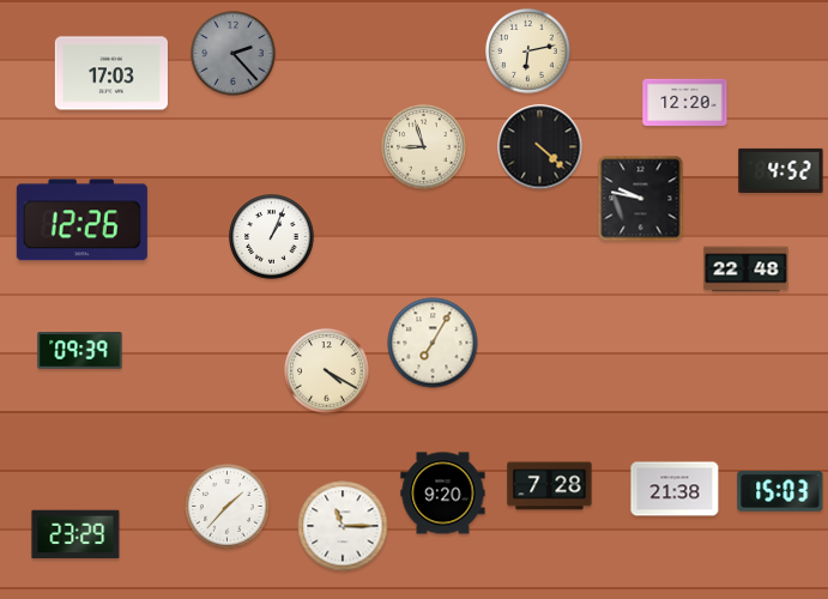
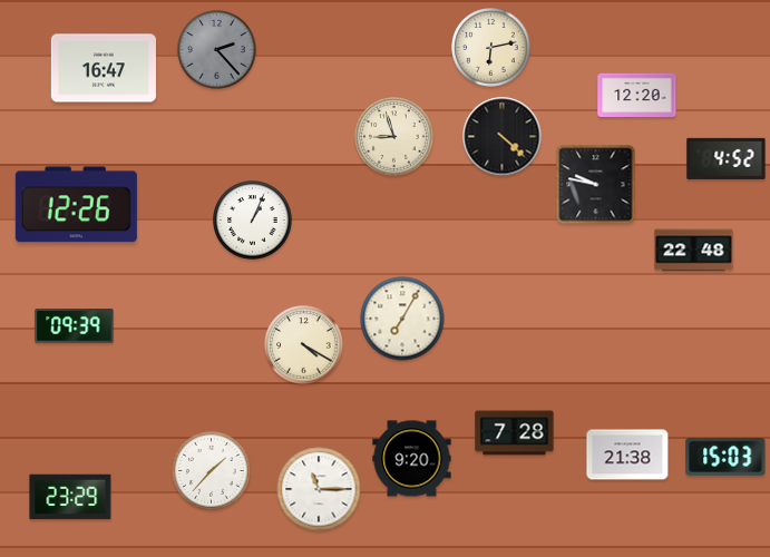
clock at (111, 73): 17:03 -> 16:47
clock at (550, 486) position: (550, 486) -> (515, 433)
